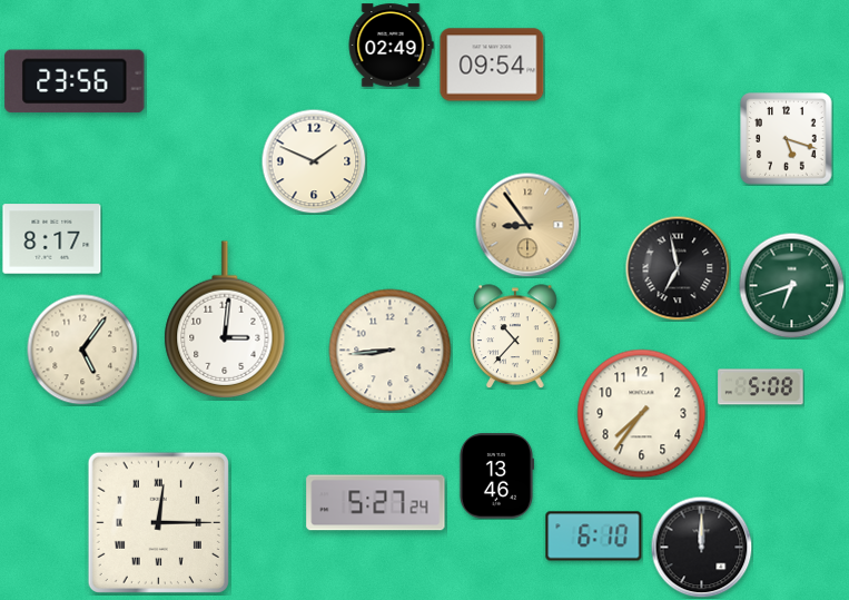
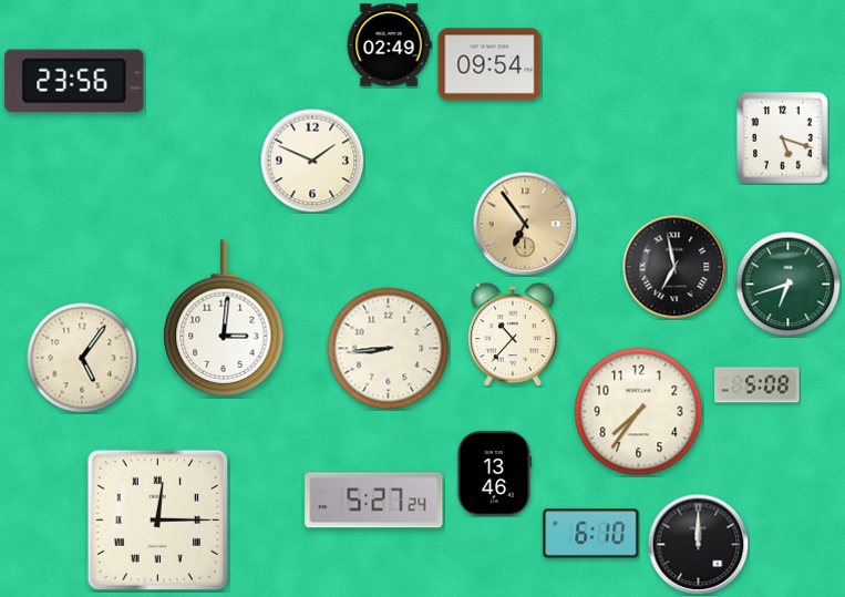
clock at (527, 225): 8:54 -> 6:54
clock at (52, 239): 8:17 -> none
clock at (82, 350) position: (82, 350) -> (82, 358)
